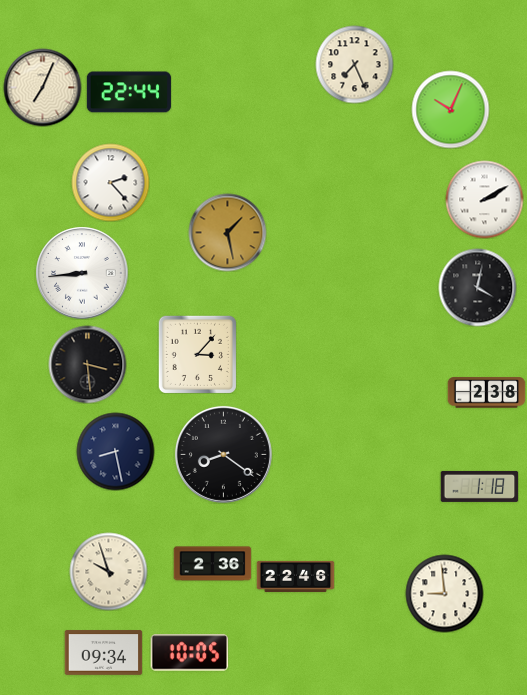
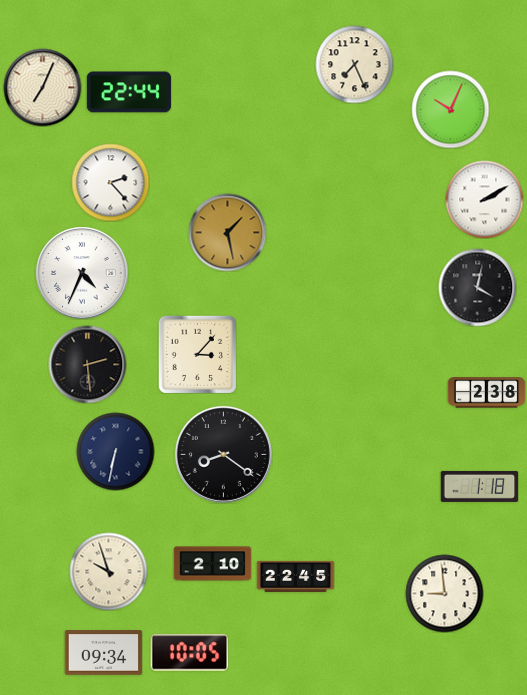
clock at (82, 273): 8:44 -> 4:34
clock at (87, 364): 3:29 -> 2:29
clock at (115, 451): 8:28 -> 6:32
clock at (212, 564): 2:36 -> 2:10
clock at (295, 576): 22:46 -> 22:45
